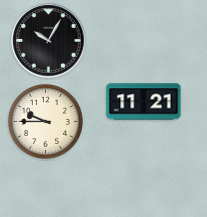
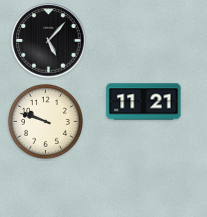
clock at (49, 41): 10:05 -> 5:07
clock at (45, 121): 9:45 -> 9:48
